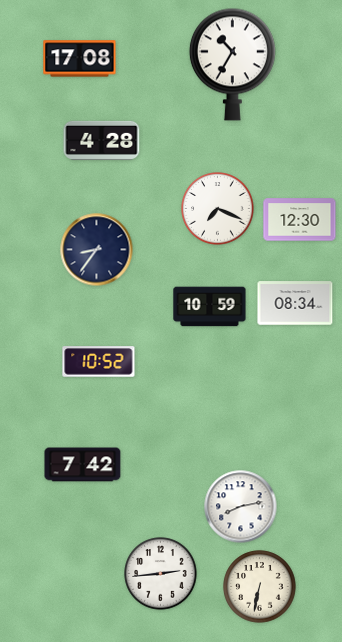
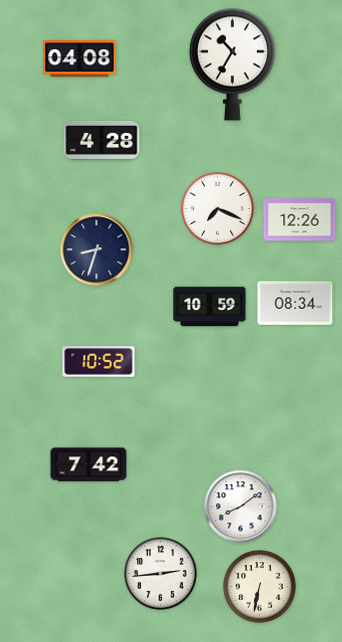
clock at (80, 59): 17:08 -> 04:08
clock at (300, 220): 12:30 -> 12:26
clock at (97, 250): 8:36 -> 8:33
clock at (83, 465) position: (83, 465) -> (89, 465)
clock at (241, 507): 8:13 -> 8:09
